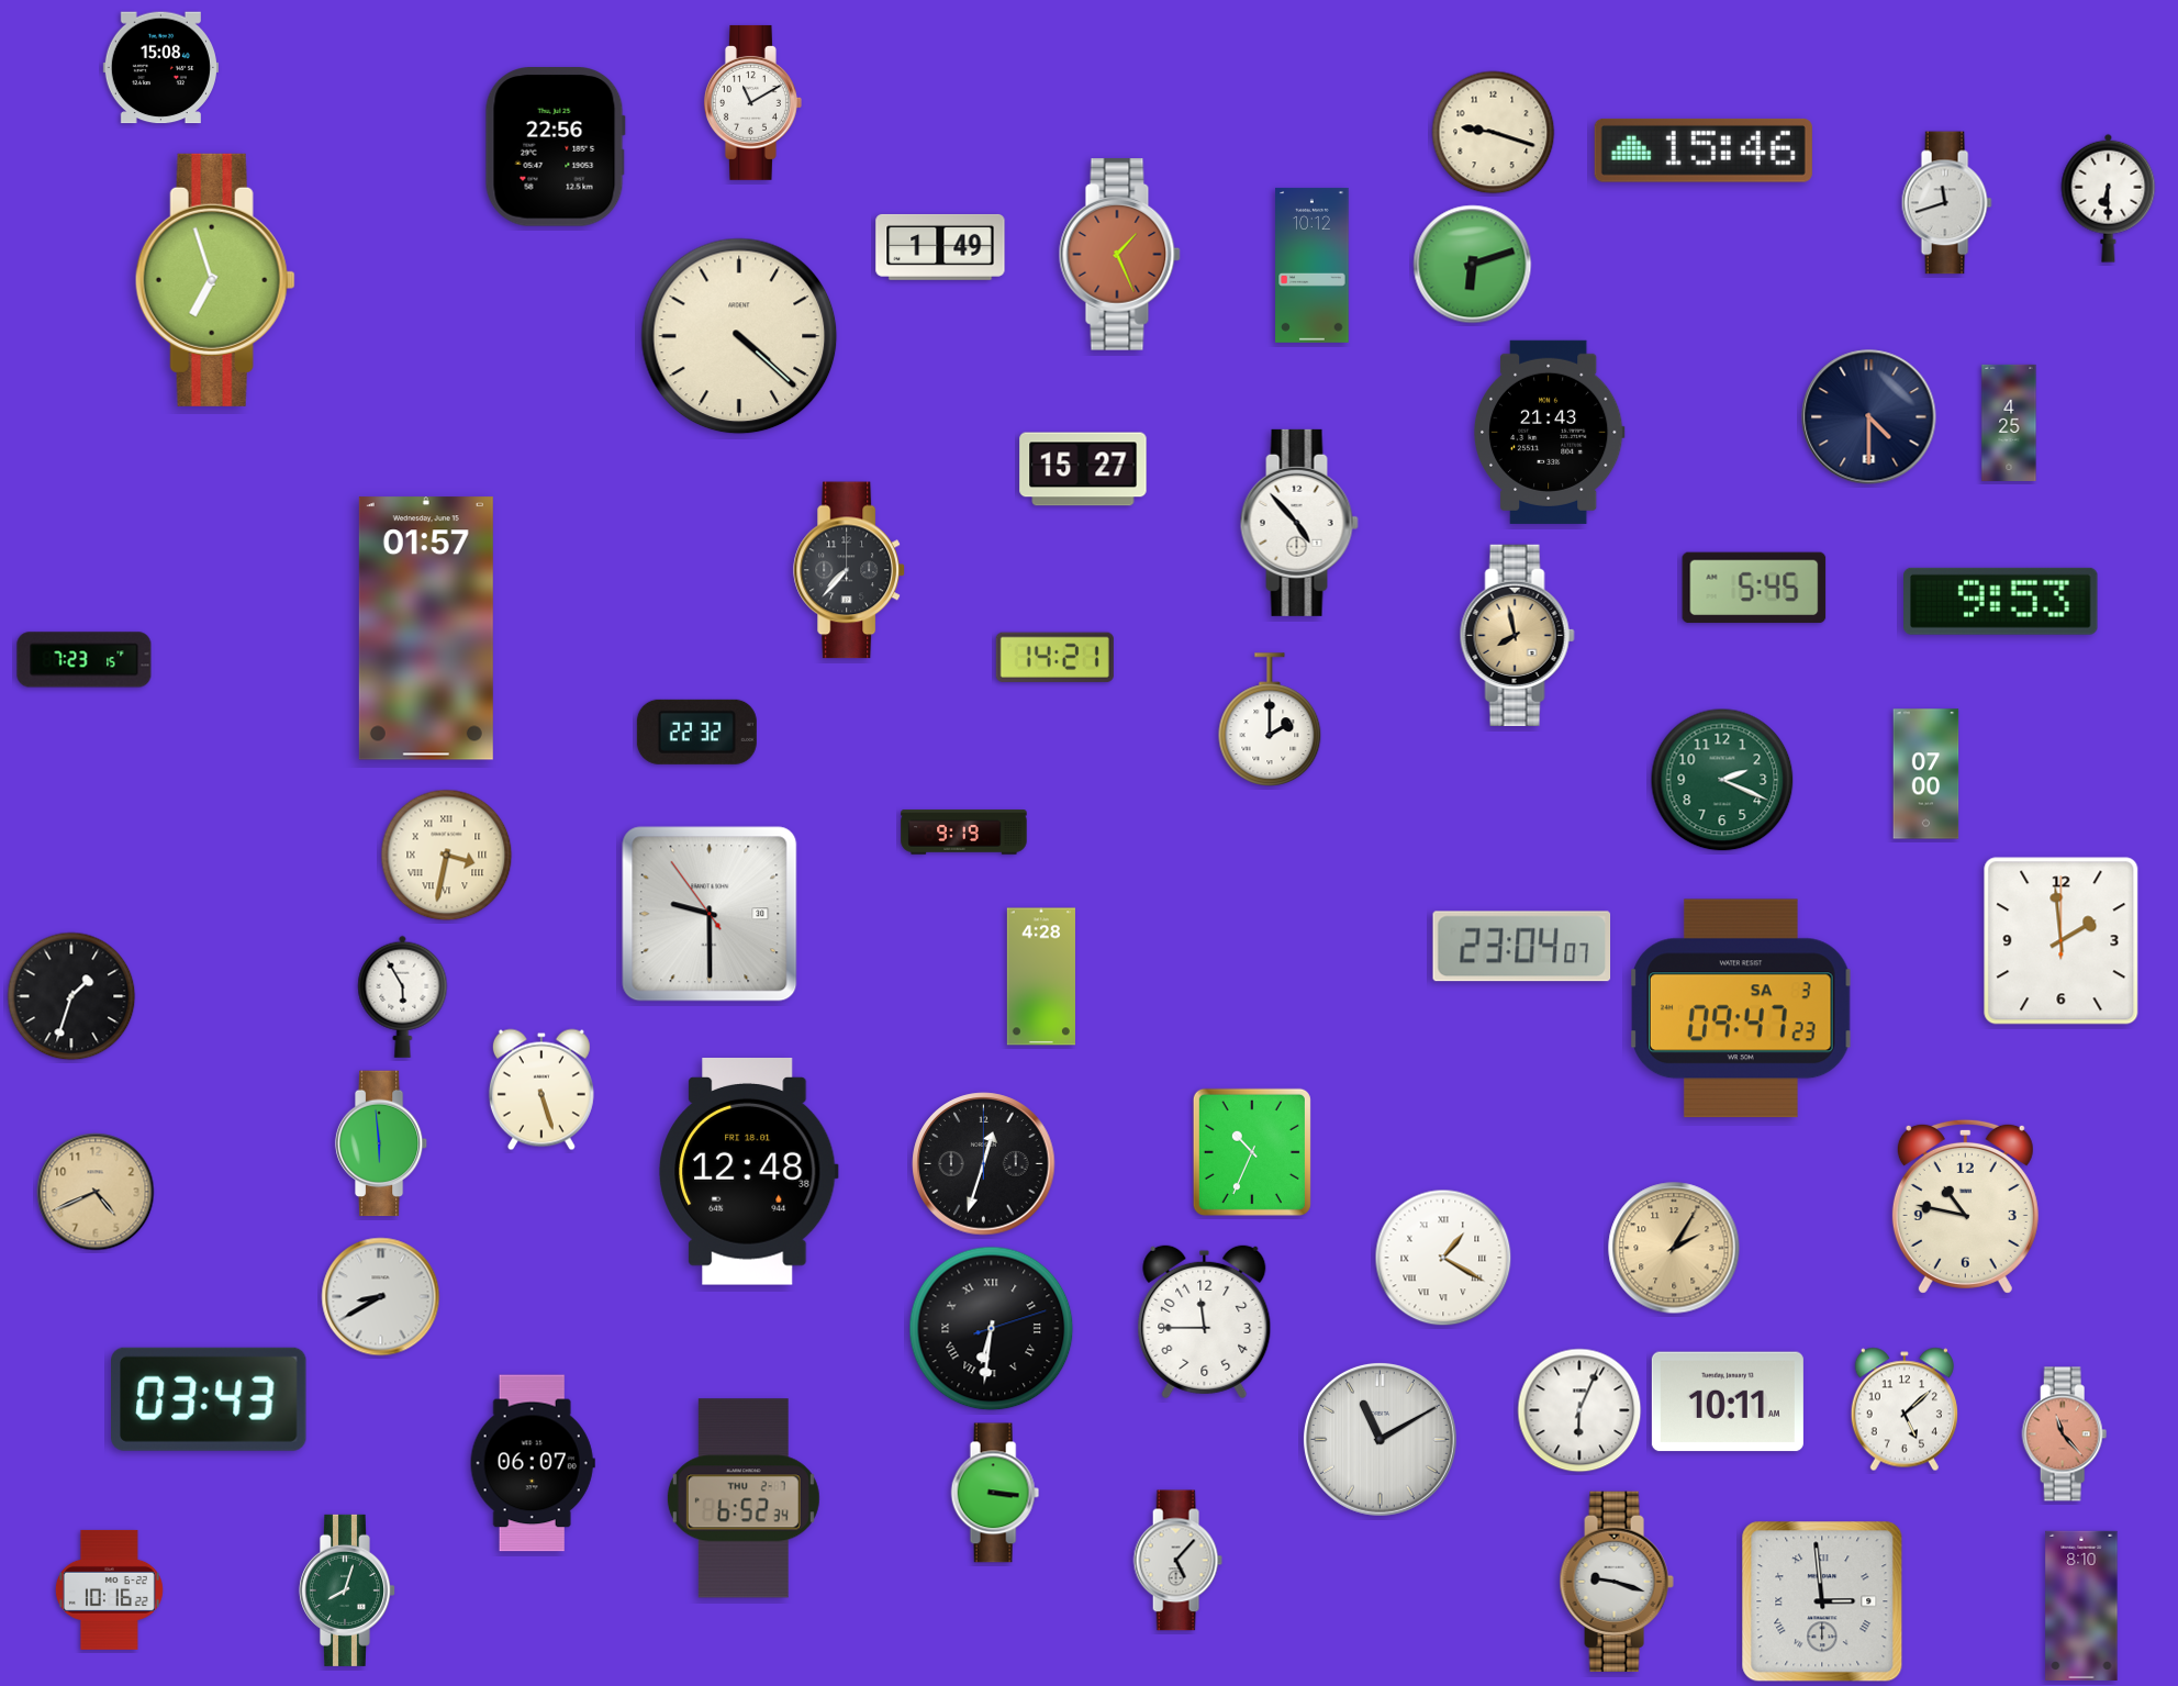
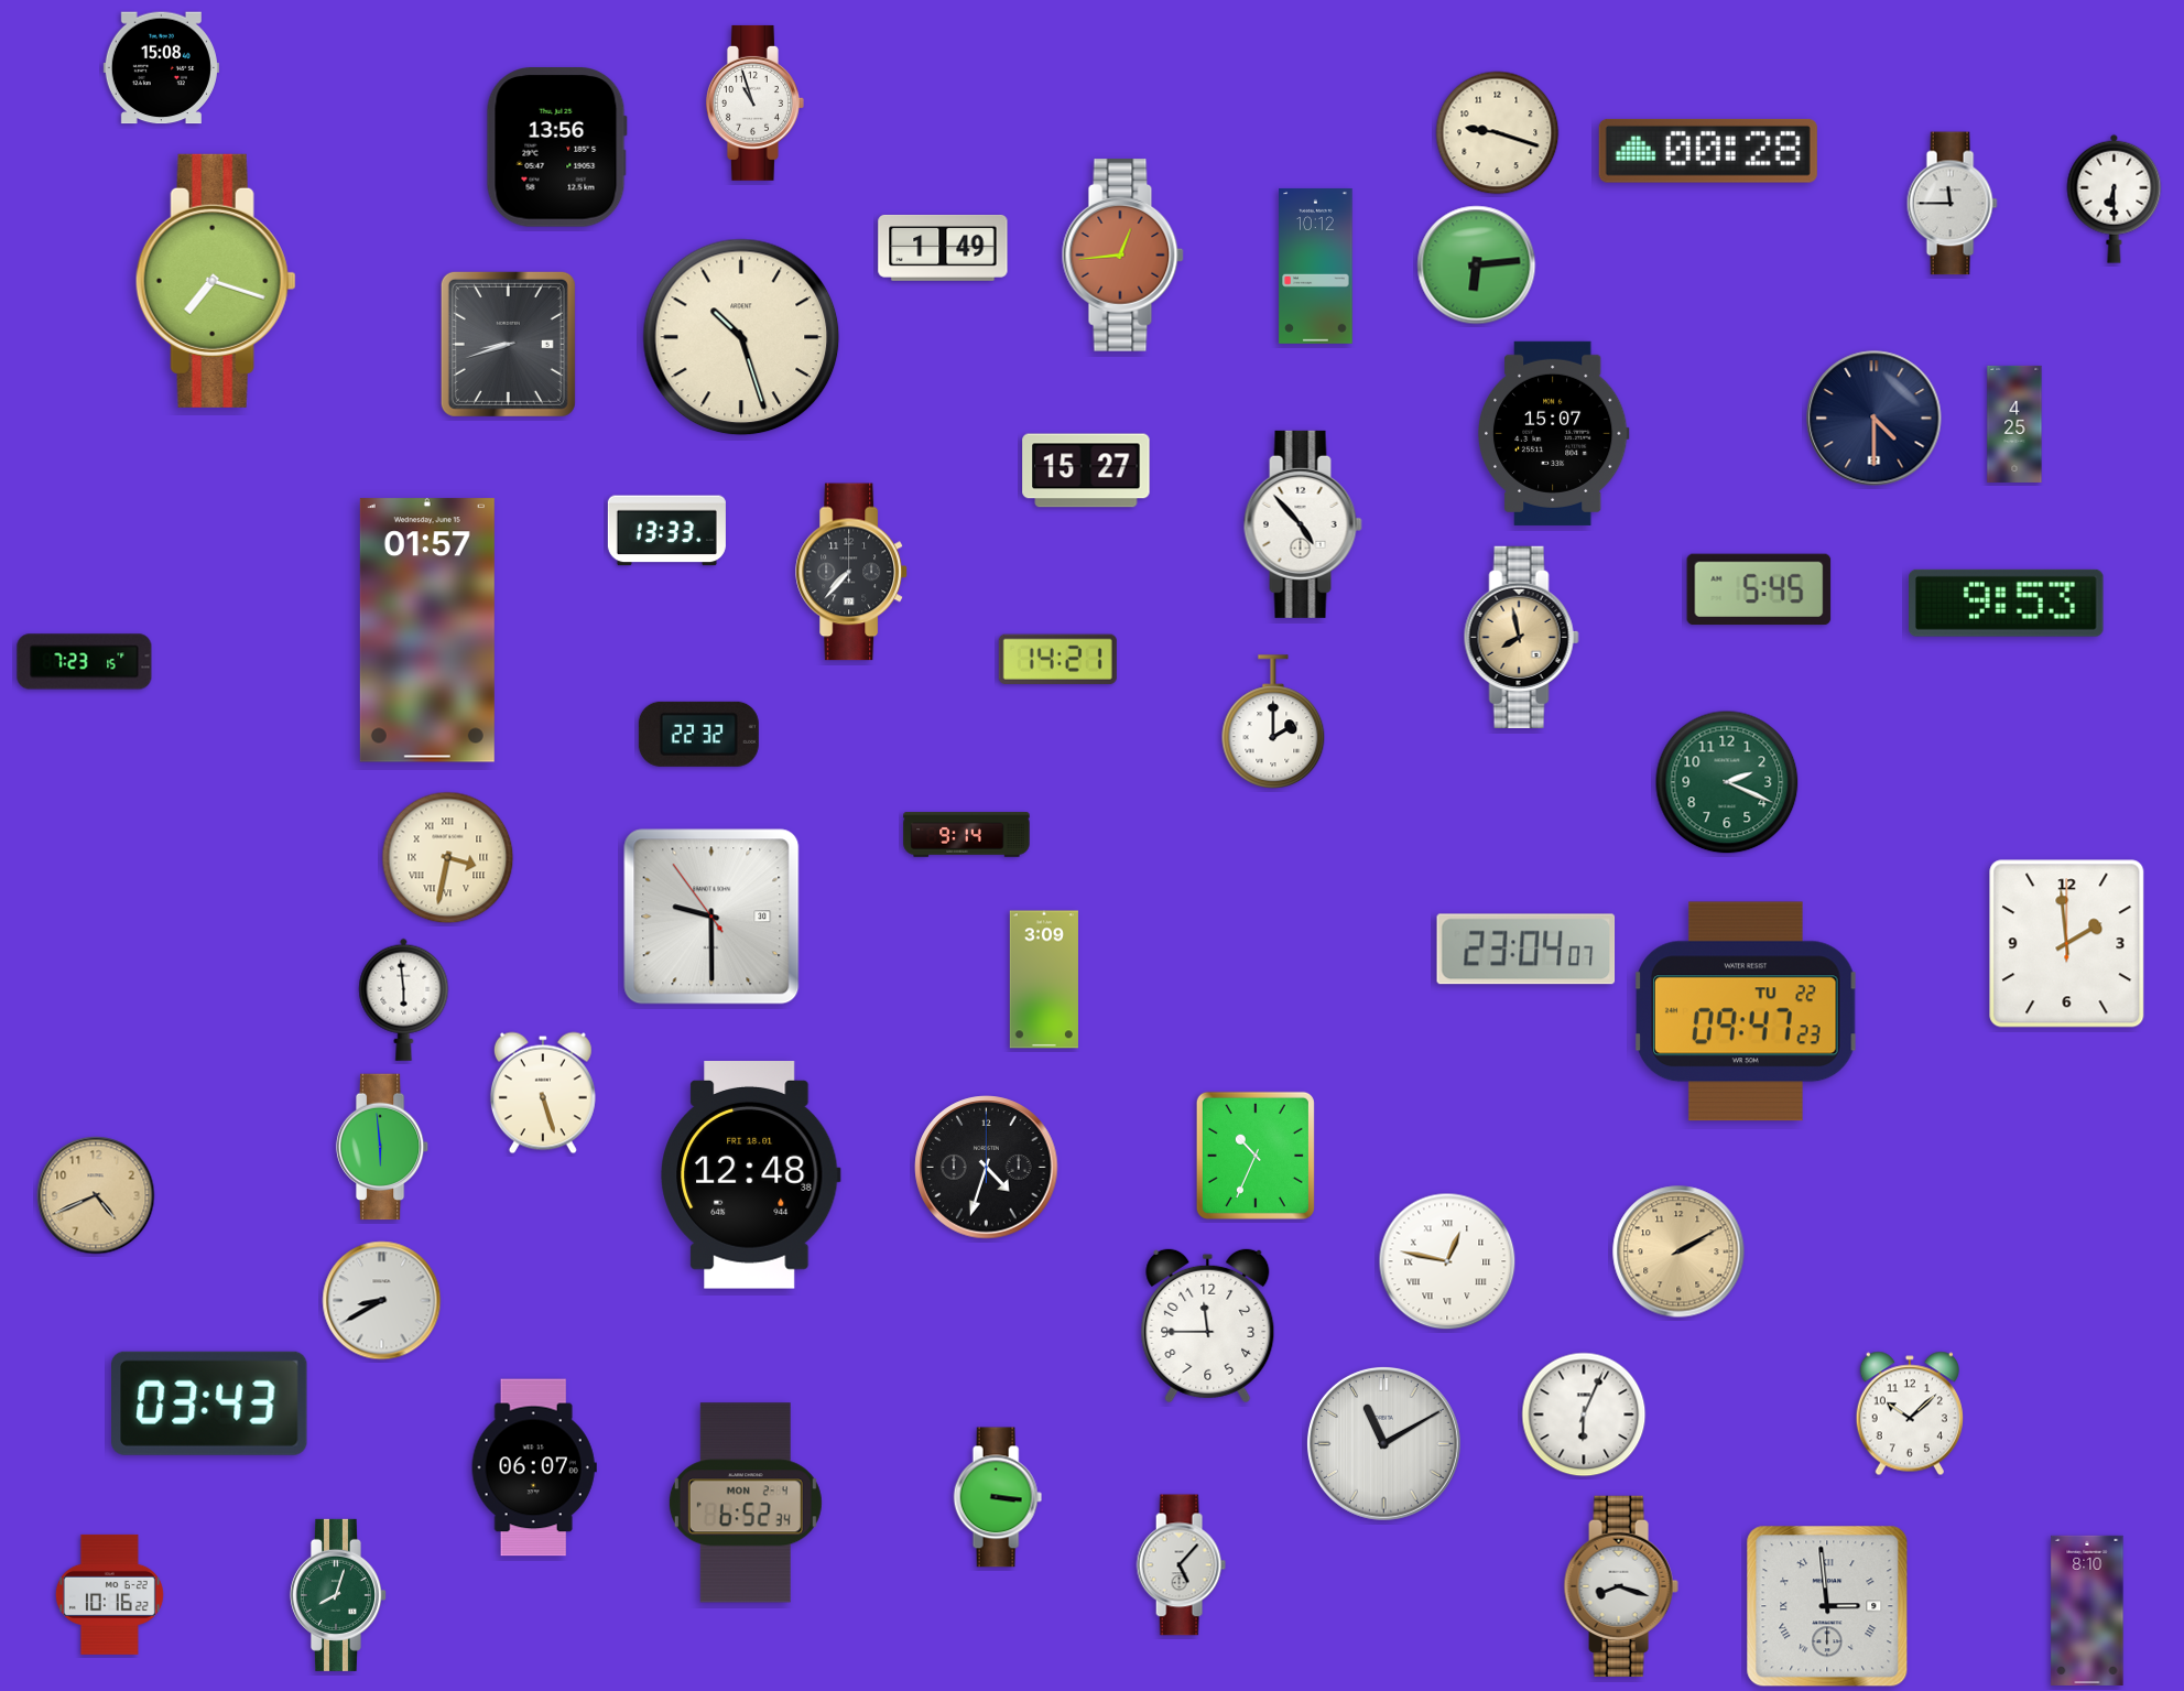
clock at (752, 102): 11:10 -> 10:57
clock at (555, 147): 22:56 -> 13:56
clock at (1704, 150): 15:46 -> 00:28
clock at (1946, 203): 11:42 -> 11:45
clock at (1119, 255): 1:26 -> 12:44
clock at (1473, 265): 6:12 -> 6:14
clock at (215, 280): 6:57 -> 7:18
clock at (739, 336): 4:22 -> 10:27
clock at (508, 344): none -> 8:42
clock at (1549, 432): 21:43 -> 15:07
clock at (666, 531): none -> 13:33
clock at (1926, 774): 07:00 -> none
clock at (964, 833): 9:19 -> 9:14
clock at (1041, 976): 4:28 -> 3:09
clock at (71, 996): 1:33 -> none
clock at (403, 996): 5:55 -> 5:59
clock at (1742, 1008) date: SA 3 -> TU 22
clock at (984, 1164): 12:33 -> 4:33
clock at (1965, 1206): 10:47 -> none
clock at (1674, 1248): 2:05 -> 2:10
clock at (1443, 1258): 1:20 -> 12:47
clock at (992, 1329): 6:31 -> none
clock at (1728, 1402): 10:11 -> none
clock at (1905, 1409): 5:08 -> 10:08
clock at (2065, 1434): 11:23 -> none
clock at (744, 1498) date: THU 2-7 -> MON 2-4
clock at (1617, 1581): 9:18 -> 8:18
clock at (346, 1590) position: (346, 1590) -> (337, 1595)
